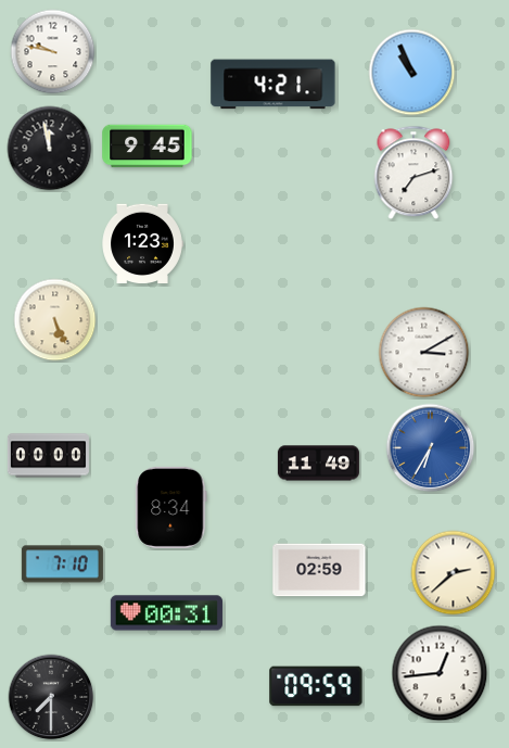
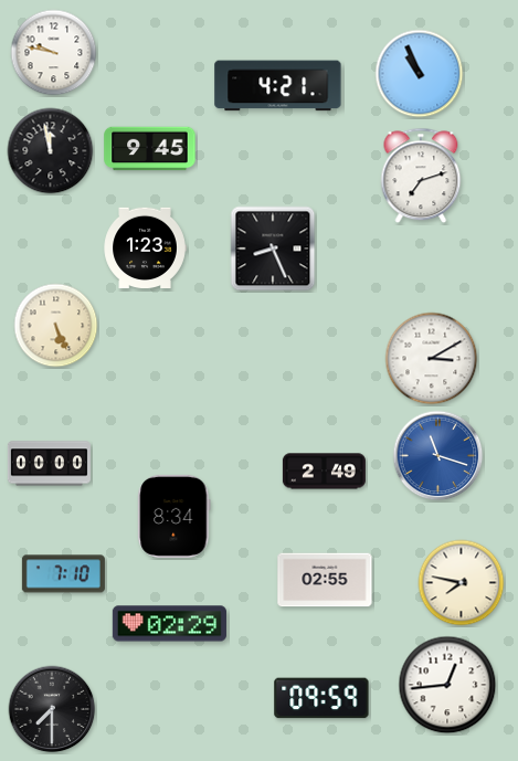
clock at (273, 249): none -> 8:26
clock at (431, 448): 6:35 -> 11:18
clock at (318, 464): 11:49 -> 2:49
clock at (319, 570): 02:59 -> 02:55
clock at (454, 573): 2:38 -> 7:47
clock at (166, 613): 00:31 -> 02:29
